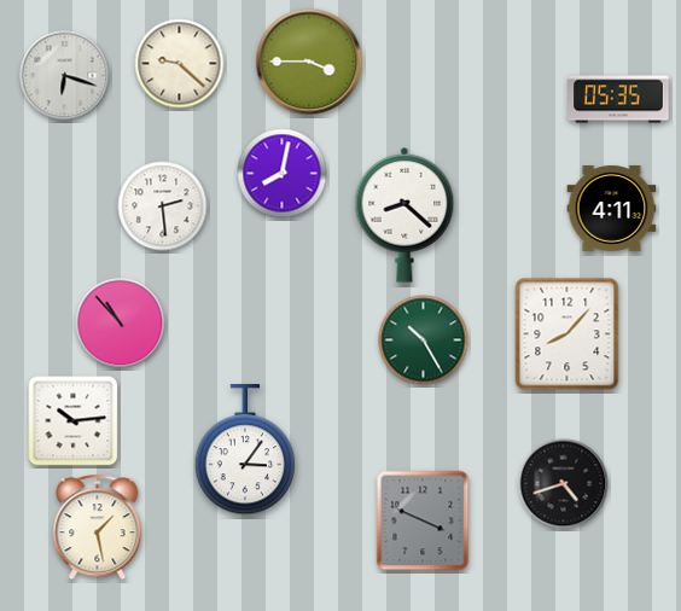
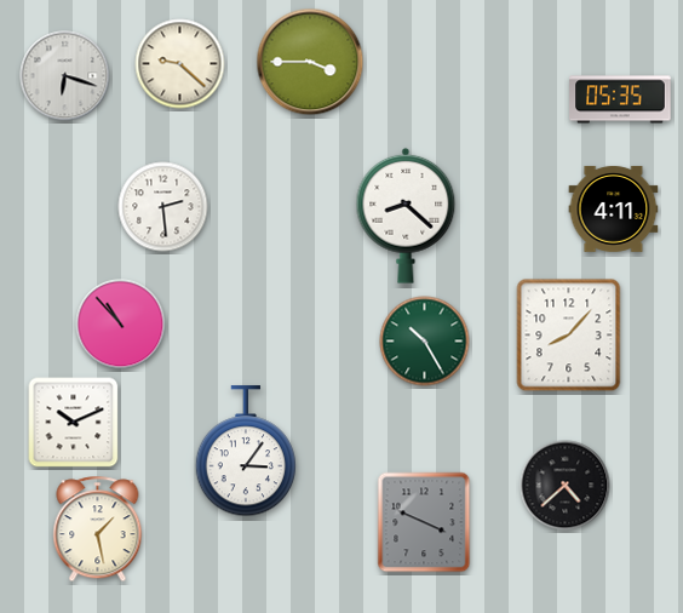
clock at (283, 174): 8:02 -> none
clock at (74, 421): 10:14 -> 10:11
clock at (564, 484): 4:42 -> 4:38
